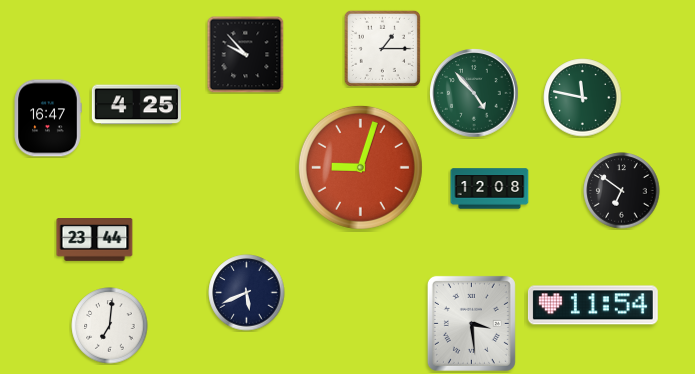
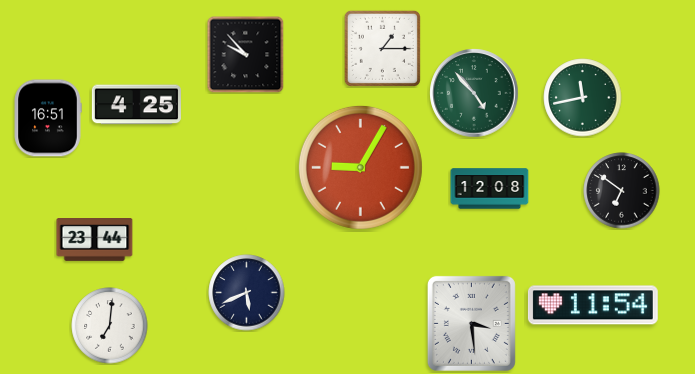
clock at (583, 98): 11:47 -> 11:43
clock at (48, 118): 16:47 -> 16:51
clock at (360, 167): 9:03 -> 9:05
